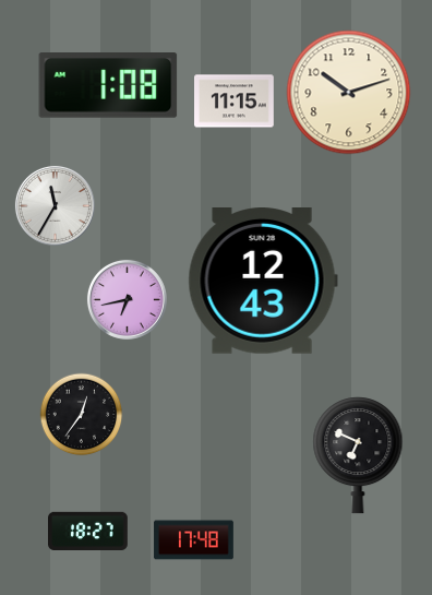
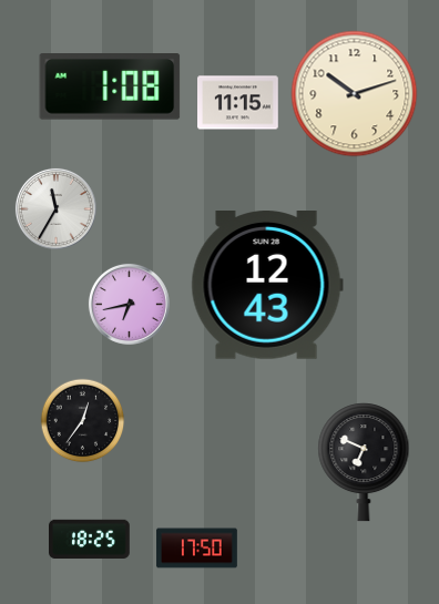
clock at (88, 532): 18:27 -> 18:25
clock at (194, 540): 17:48 -> 17:50
